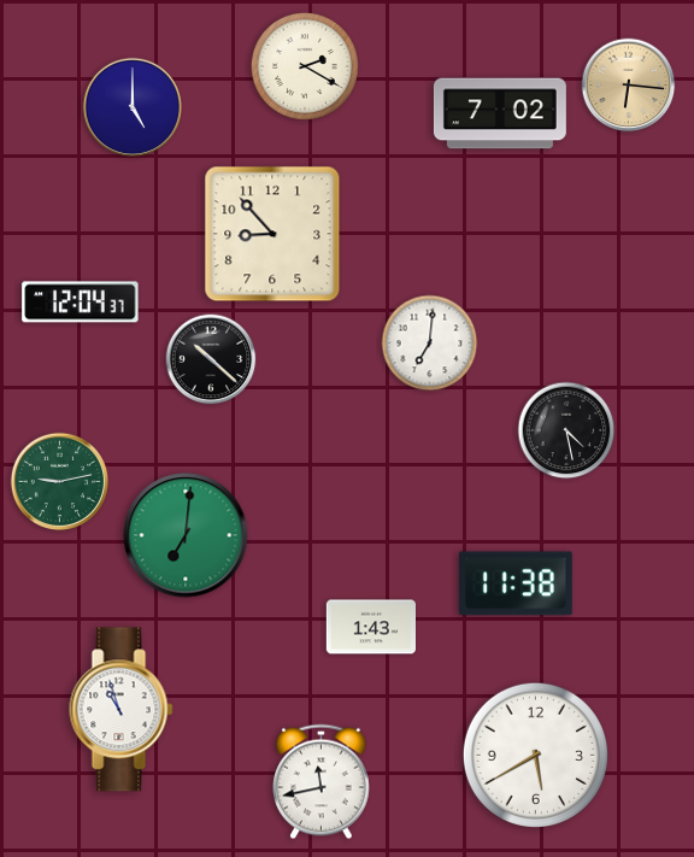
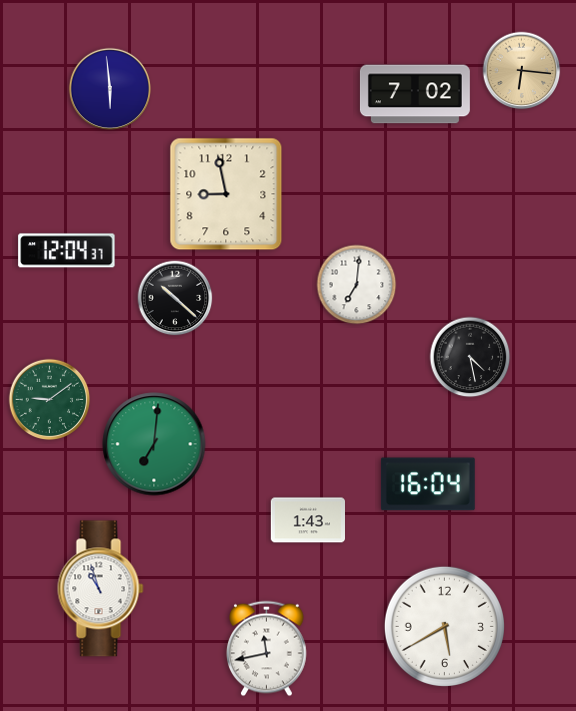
clock at (305, 66): 2:20 -> none
clock at (133, 107): 5:00 -> 5:59
clock at (272, 234): 8:53 -> 8:58
clock at (60, 482): 9:13 -> 9:09
clock at (516, 583): 11:38 -> 16:04
